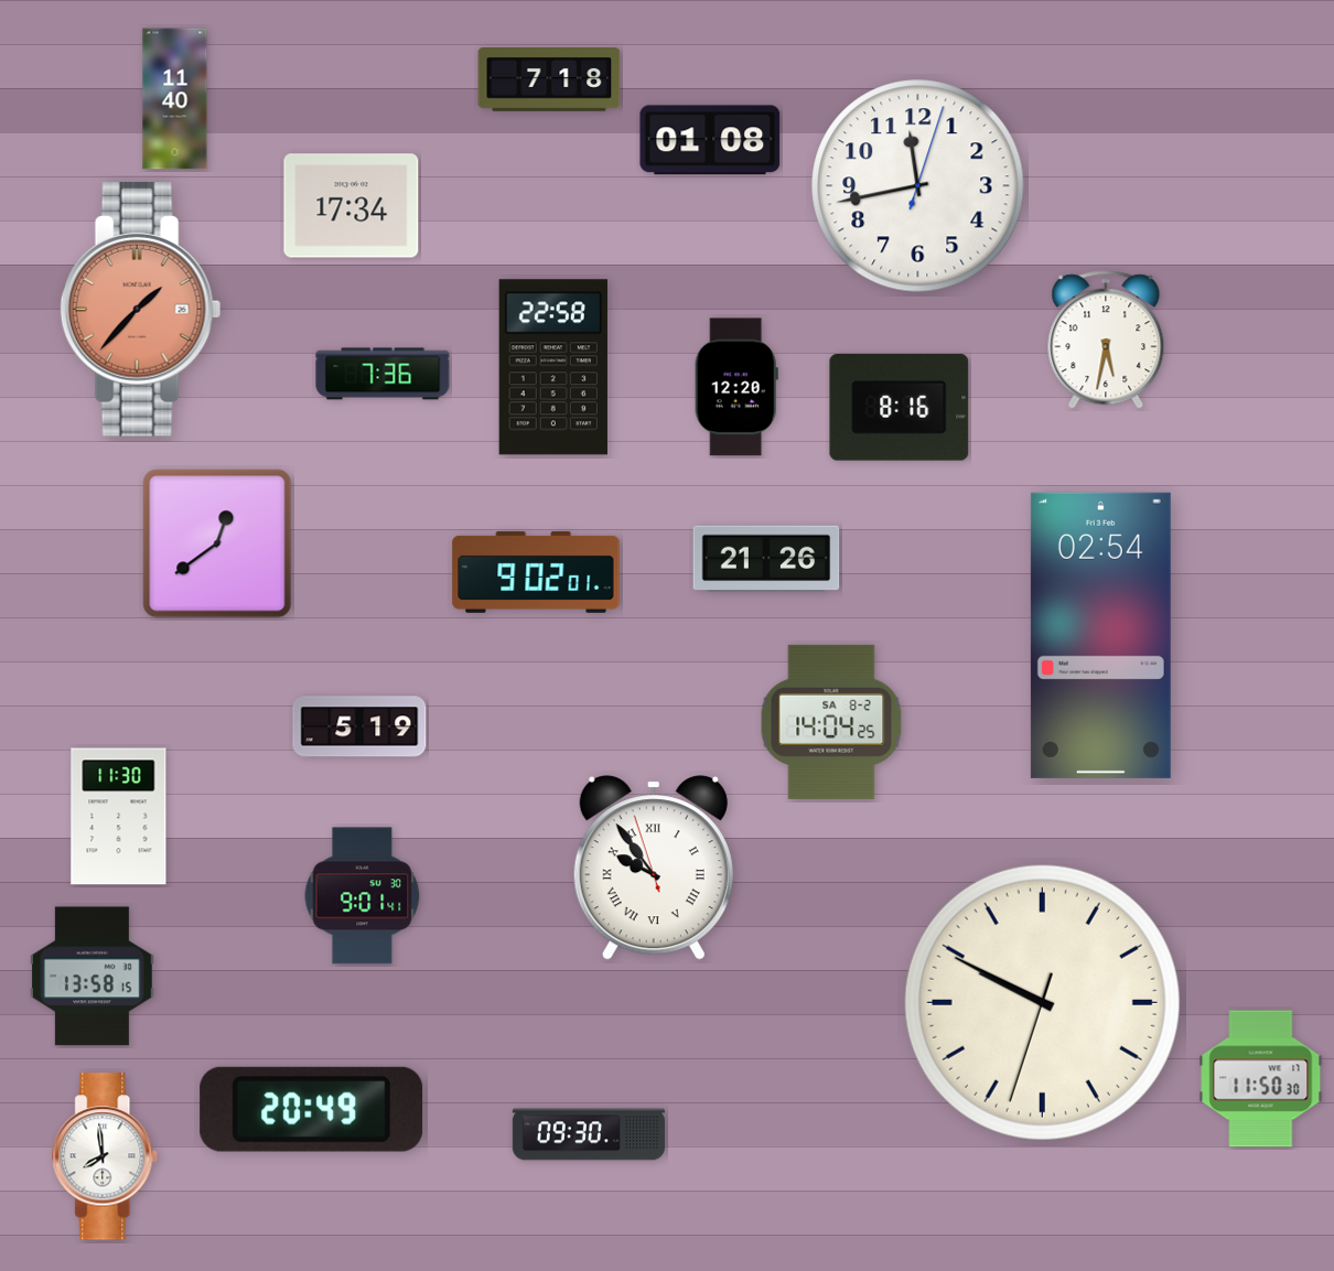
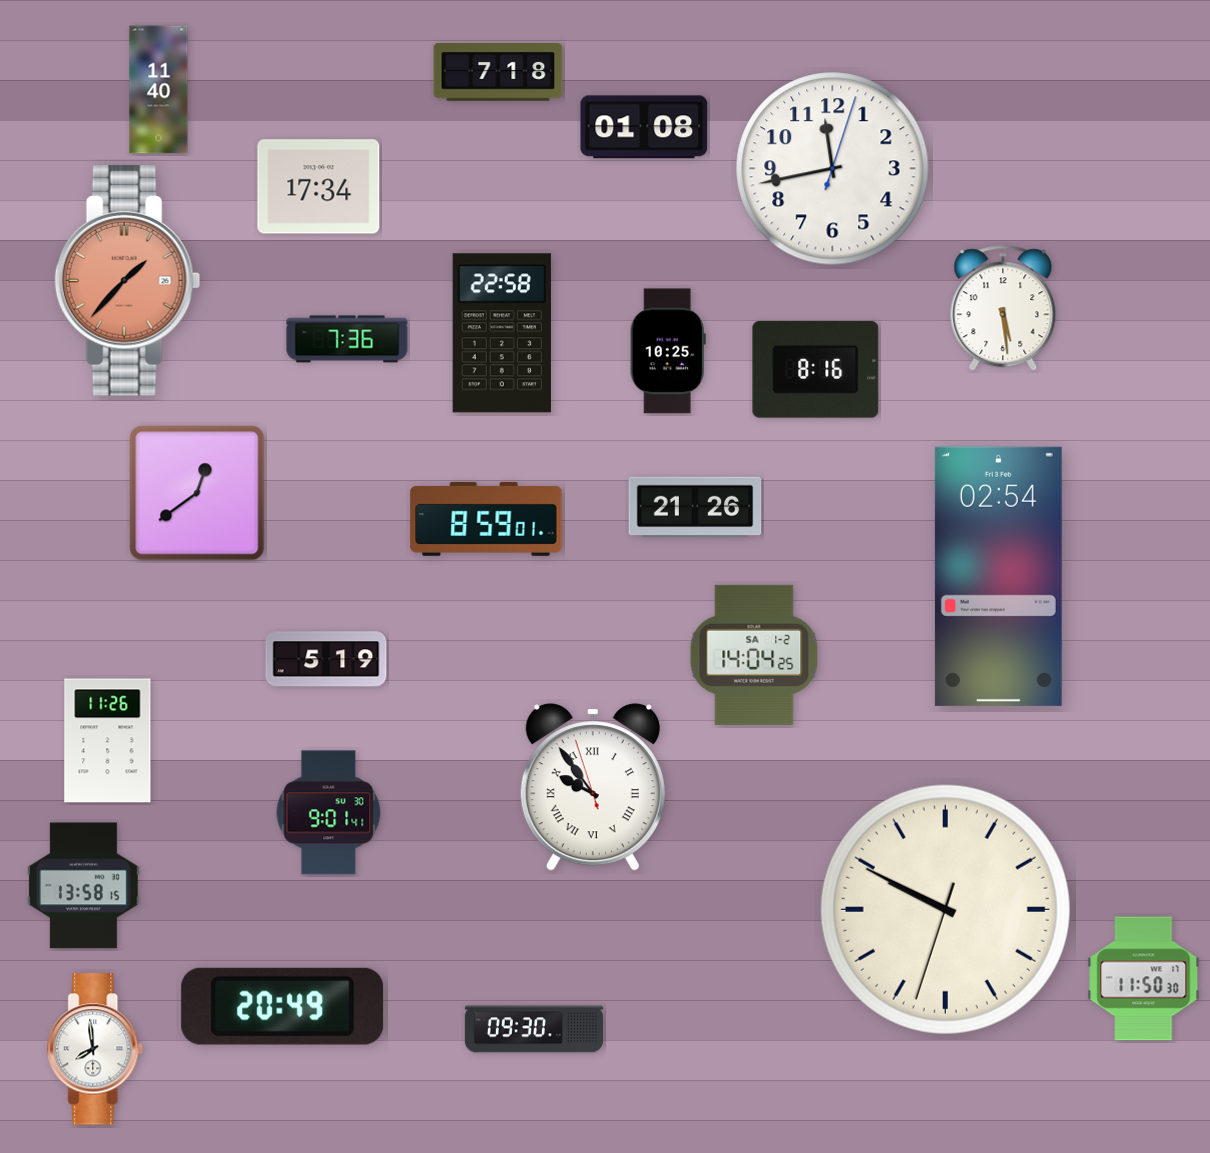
clock at (1106, 341): 5:32 -> 5:29
clock at (736, 387): 12:20 -> 10:25
clock at (536, 572): 9:02 -> 8:59
clock at (831, 722) date: SA 8-2 -> SA 1-2
clock at (119, 817): 11:30 -> 11:26
